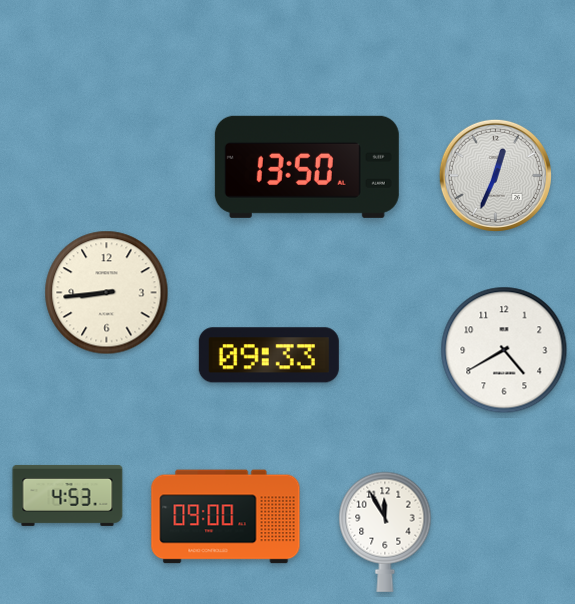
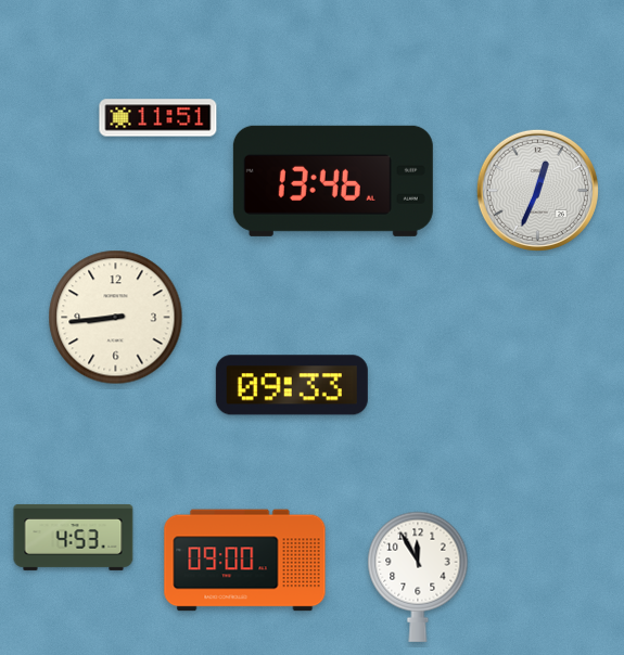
clock at (158, 118): none -> 11:51
clock at (307, 167): 13:50 -> 13:46
clock at (504, 350): 4:40 -> none
